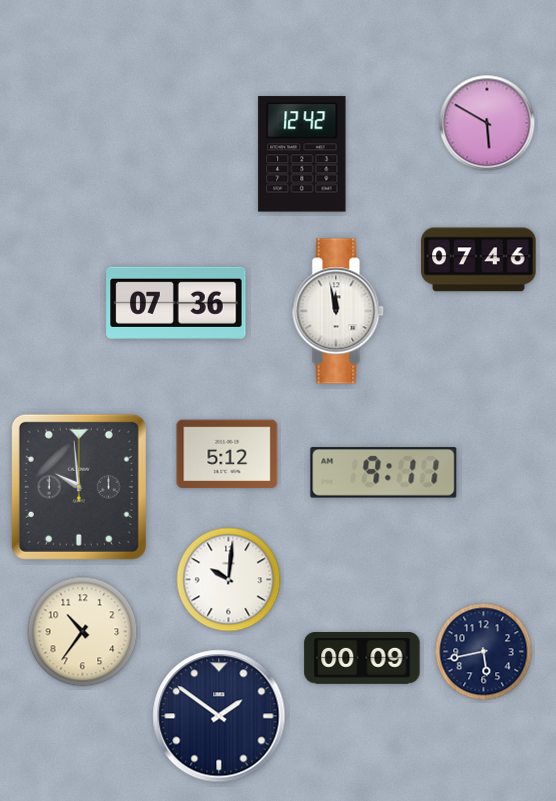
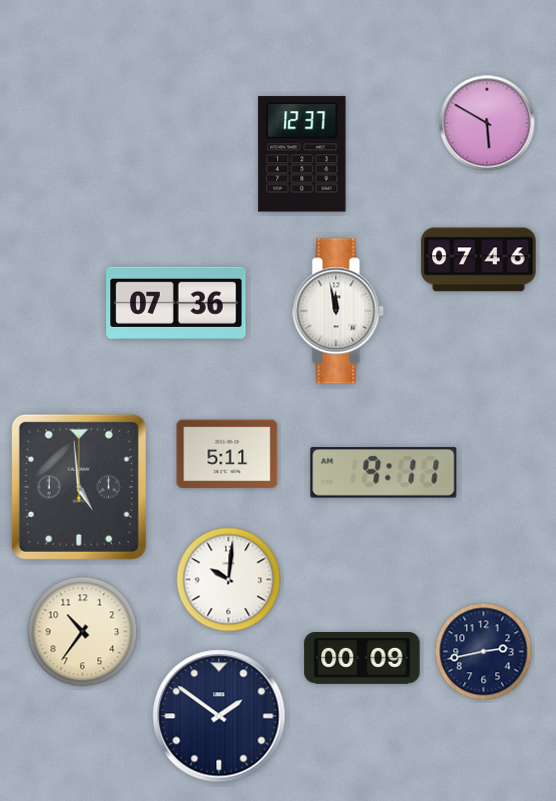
clock at (302, 154): 12:42 -> 12:37
clock at (227, 454): 5:12 -> 5:11
clock at (79, 487): 9:59 -> 4:59
clock at (484, 652): 5:43 -> 2:43
